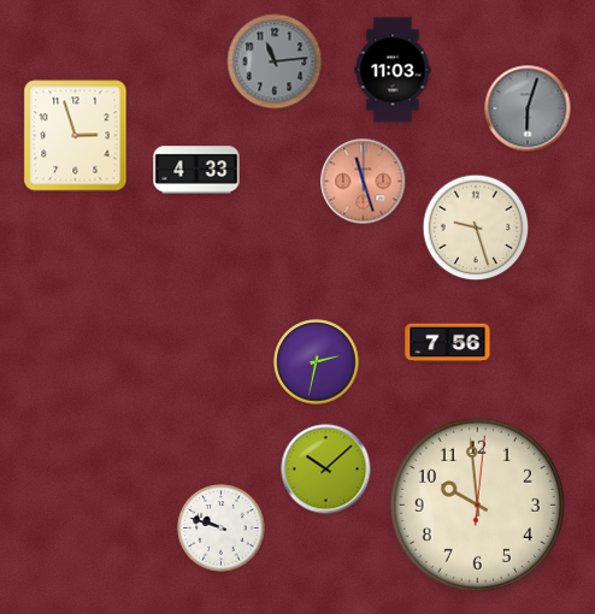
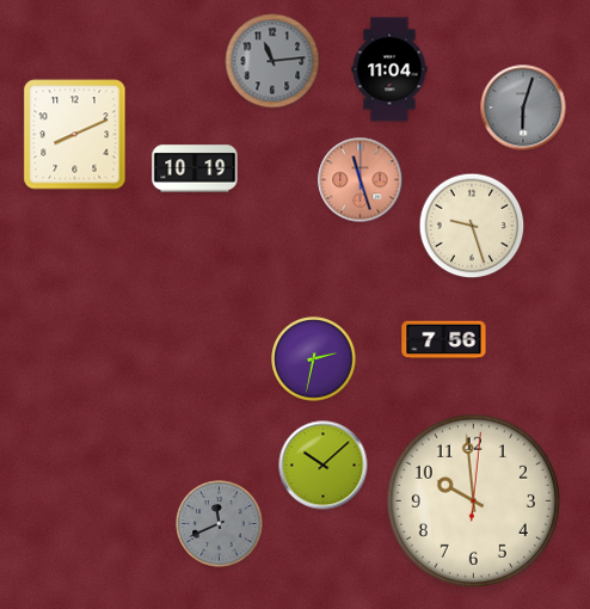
clock at (393, 70): 11:03 -> 11:04
clock at (76, 136): 2:57 -> 8:11
clock at (196, 170): 4:33 -> 10:19
clock at (222, 529): 9:48 -> 11:41
clock at (222, 529) dial: white -> grey
